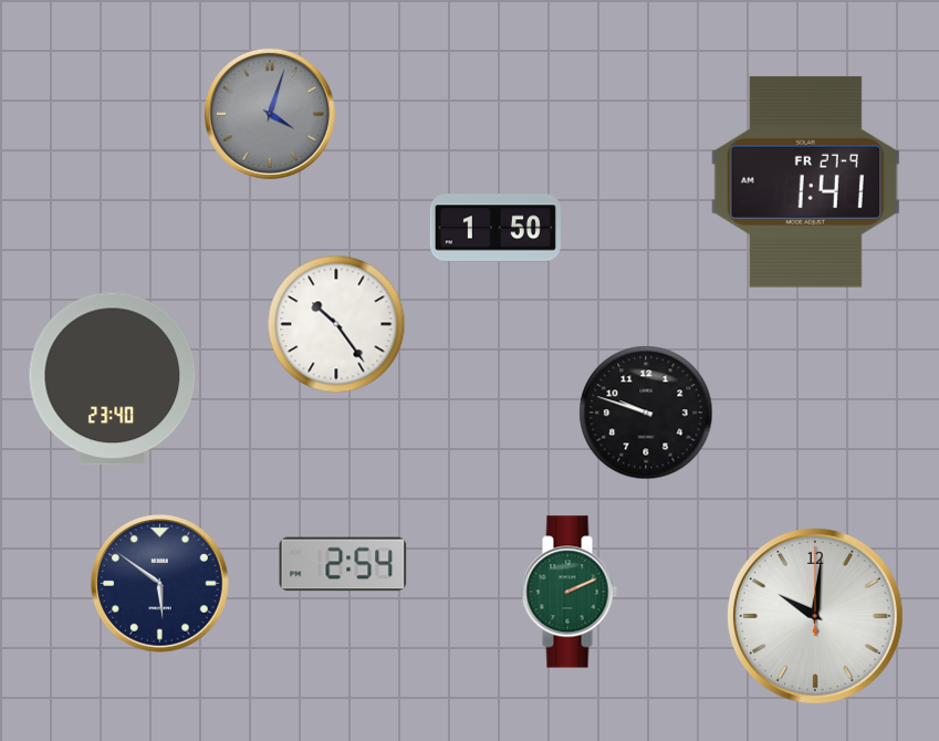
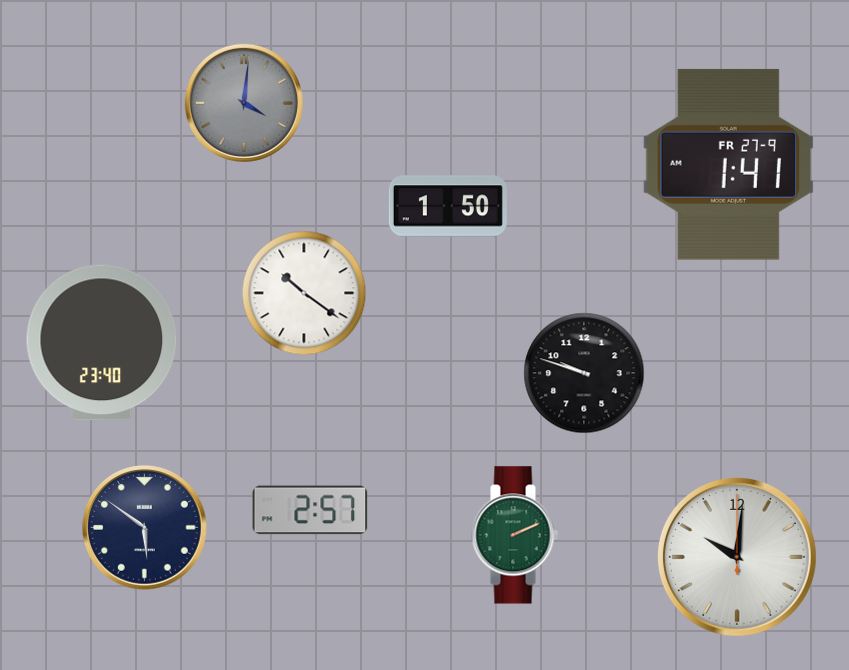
clock at (270, 114): 4:03 -> 4:01
clock at (336, 324): 10:24 -> 10:21
clock at (343, 564): 2:54 -> 2:57
